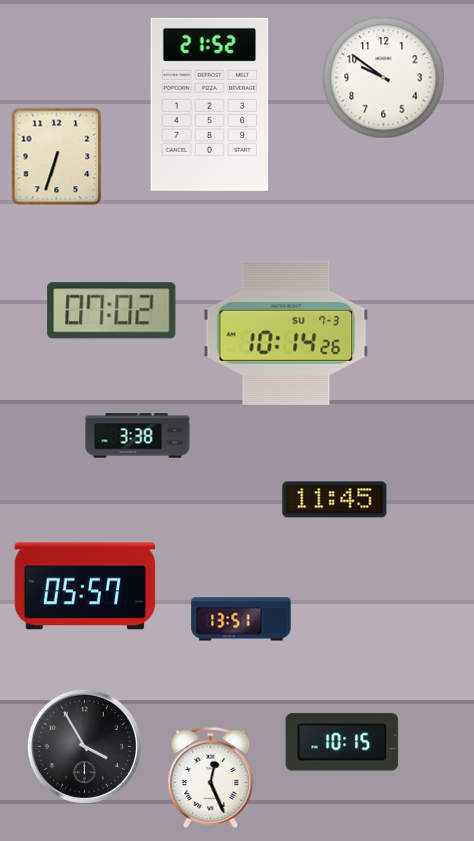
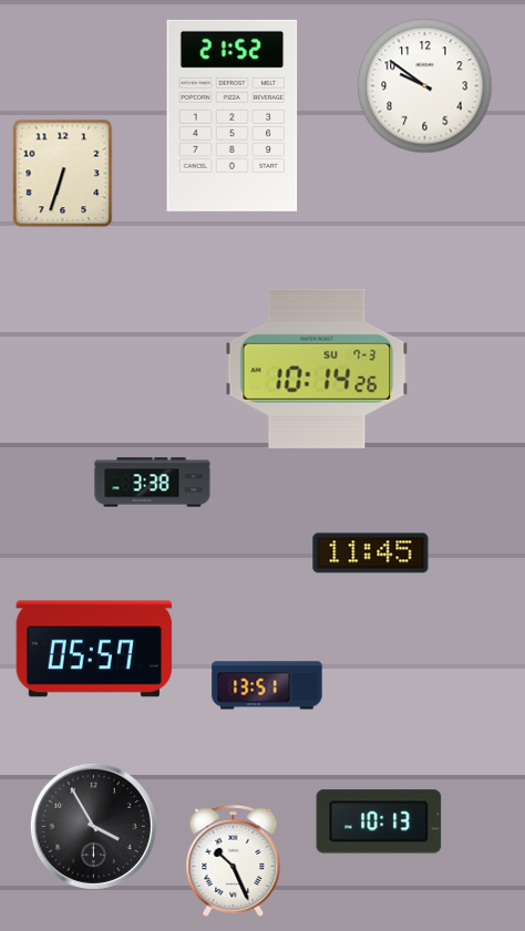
clock at (112, 311): 07:02 -> none
clock at (342, 742): 10:15 -> 10:13
clock at (211, 777): 12:26 -> 10:26
